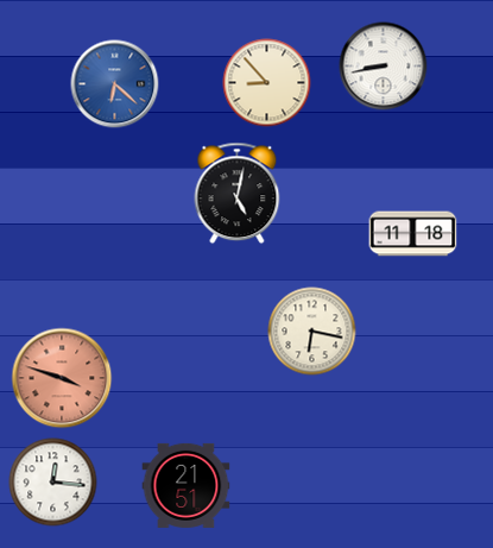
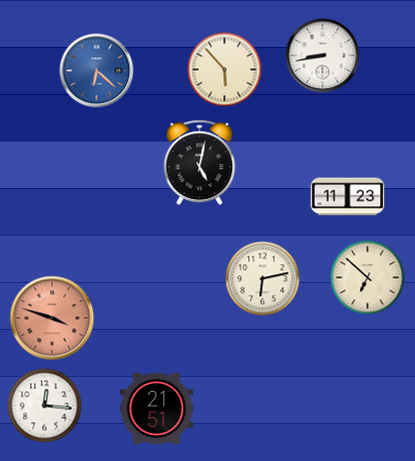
clock at (267, 83): 8:53 -> 5:53
clock at (413, 234): 11:18 -> 11:23
clock at (368, 278): none -> 6:52
clock at (312, 332): 6:17 -> 6:13
